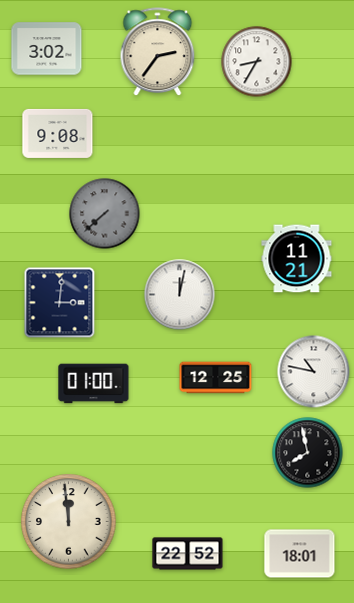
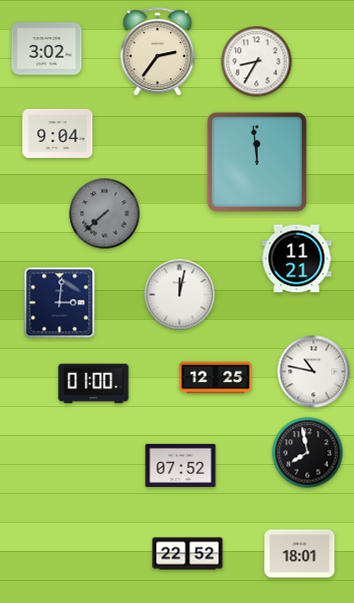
clock at (58, 133): 9:08 -> 9:04
clock at (257, 162): none -> 11:59
clock at (181, 465): none -> 07:52
clock at (69, 522): 11:59 -> none
